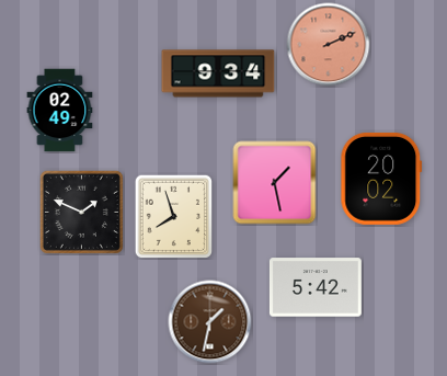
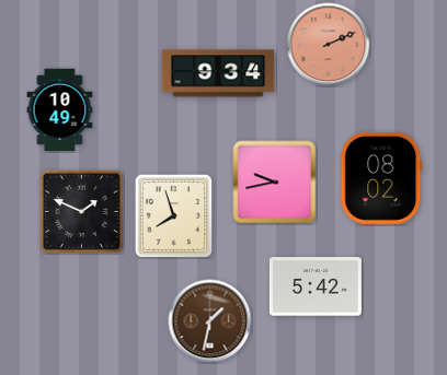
clock at (60, 111): 02:49 -> 10:49
clock at (381, 179): 20:02 -> 08:02
clock at (275, 183): 1:28 -> 9:43
